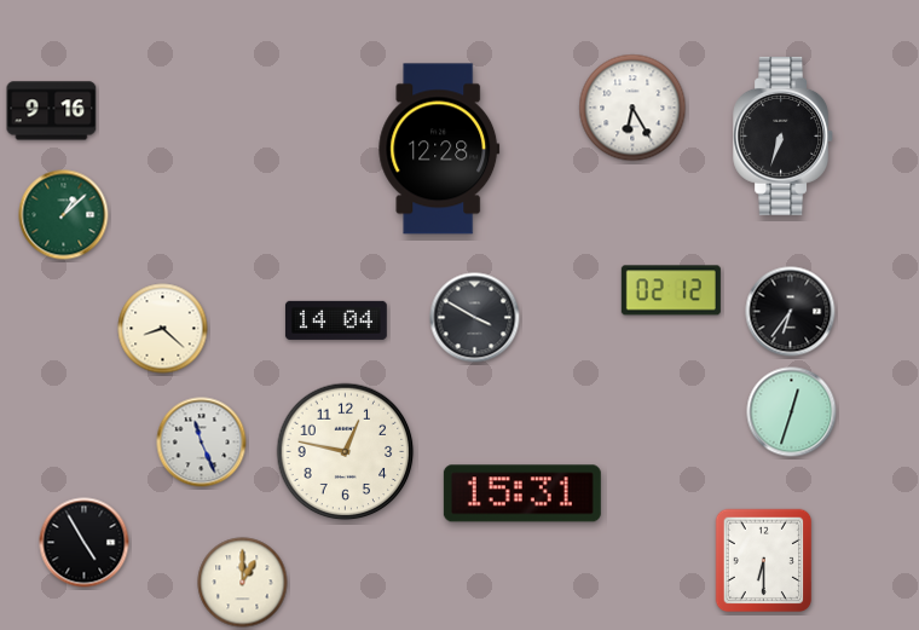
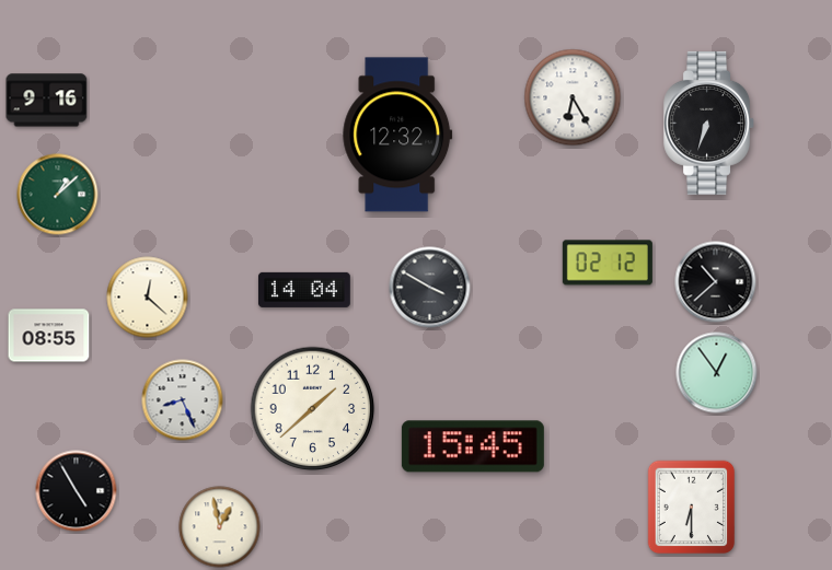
clock at (439, 149): 12:28 -> 12:32
clock at (791, 312): 6:36 -> 10:38
clock at (163, 329): 8:22 -> 12:22
clock at (49, 336): none -> 08:55
clock at (792, 412): 12:33 -> 12:54
clock at (202, 443): 11:26 -> 8:26
clock at (346, 452): 12:47 -> 1:38
clock at (522, 493): 15:31 -> 15:45
clock at (243, 583): 1:00 -> 12:58
